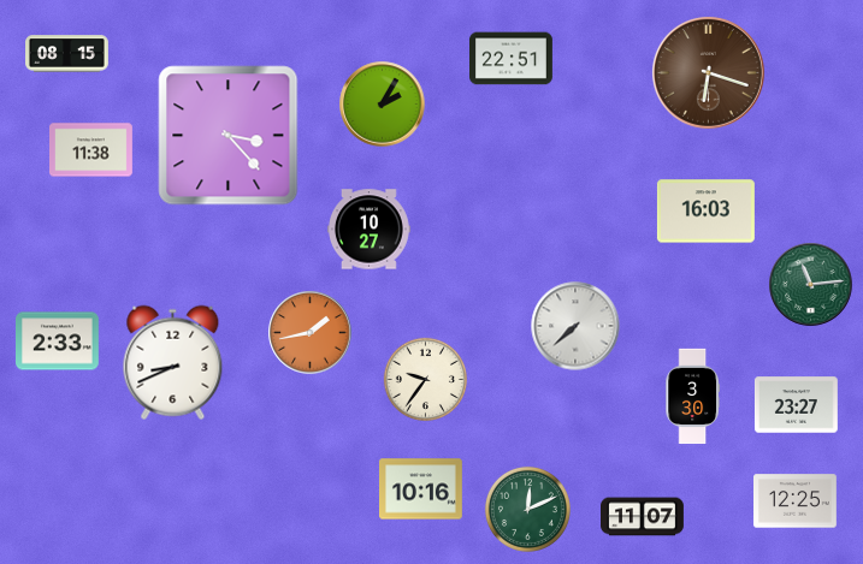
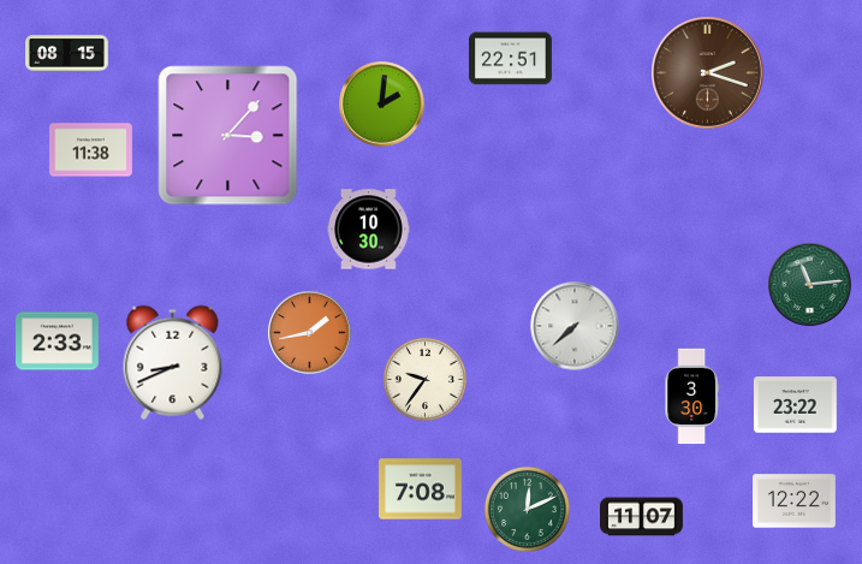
clock at (708, 72): 6:18 -> 2:18
clock at (383, 105): 2:05 -> 2:01
clock at (229, 136): 3:23 -> 3:07
clock at (705, 212): 16:03 -> none
clock at (370, 230): 10:27 -> 10:30
clock at (797, 405): 23:27 -> 23:22
clock at (421, 489): 10:16 -> 7:08
clock at (796, 501): 12:25 -> 12:22
